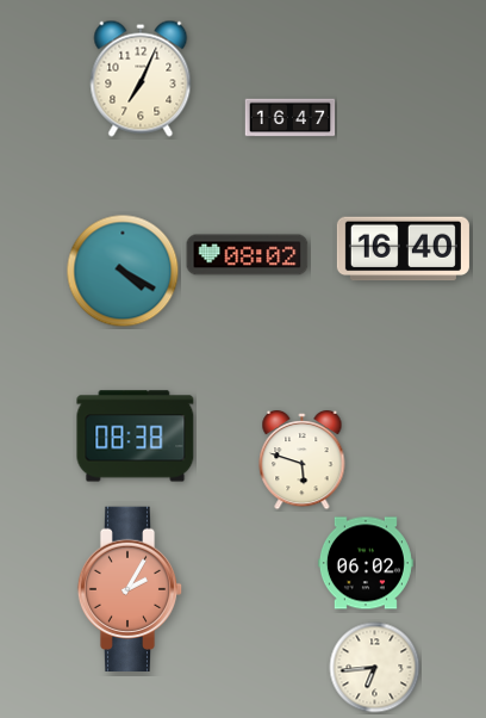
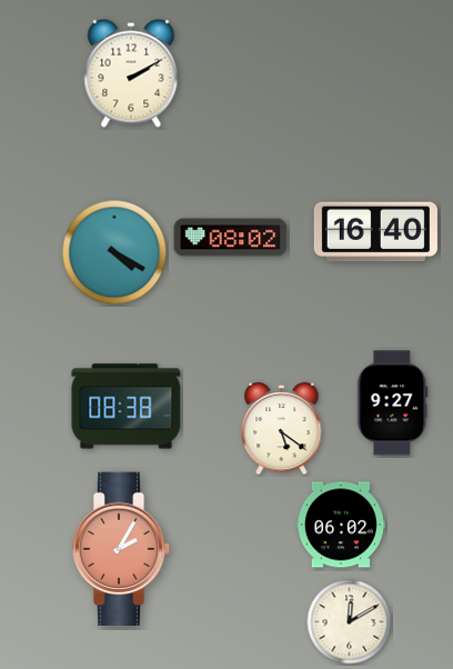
clock at (141, 79): 7:04 -> 2:10
clock at (291, 118): 16:47 -> none
clock at (393, 403): none -> 9:27
clock at (303, 460): 5:48 -> 5:21
clock at (375, 668): 6:44 -> 12:10
